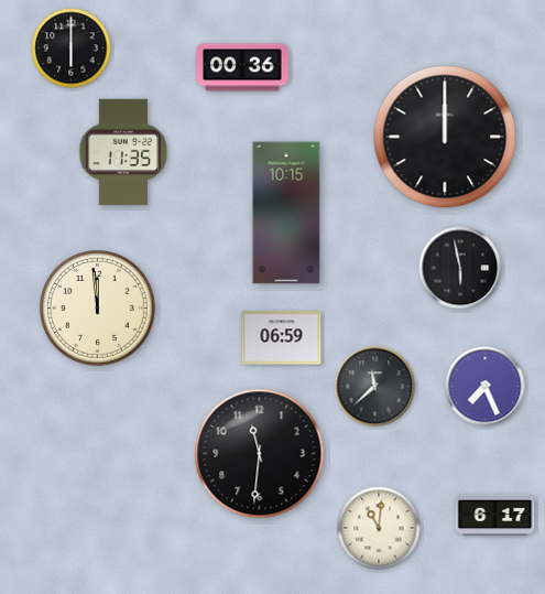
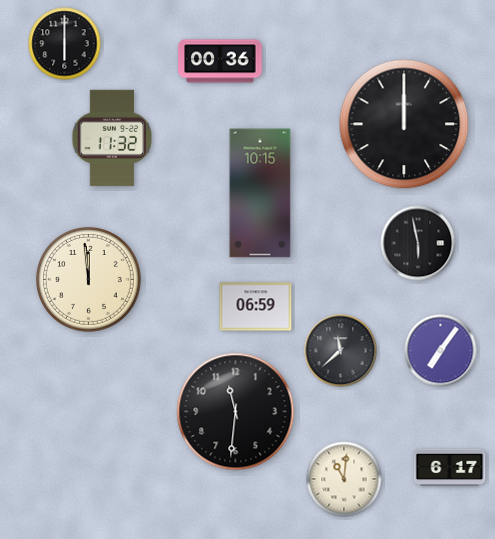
clock at (123, 152): 11:35 -> 11:32
clock at (486, 387): 7:26 -> 7:06
